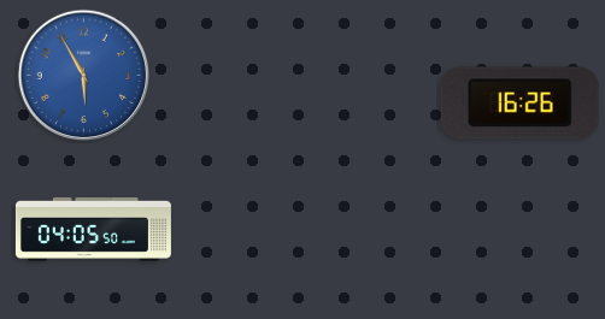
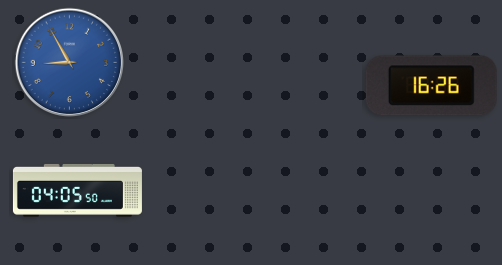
clock at (84, 76): 5:55 -> 8:55
